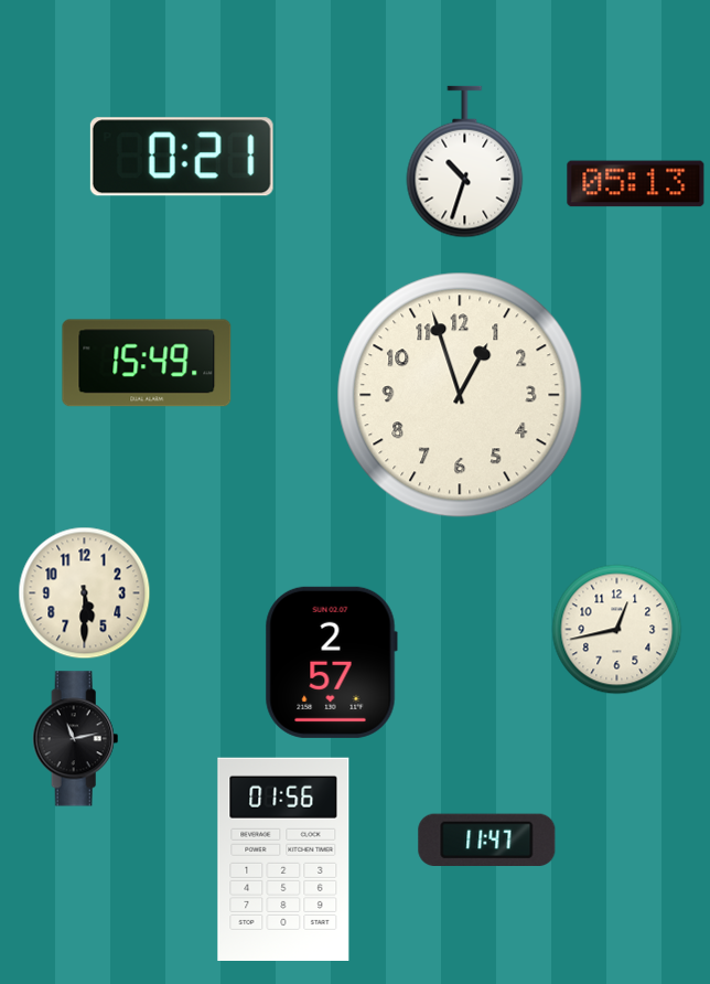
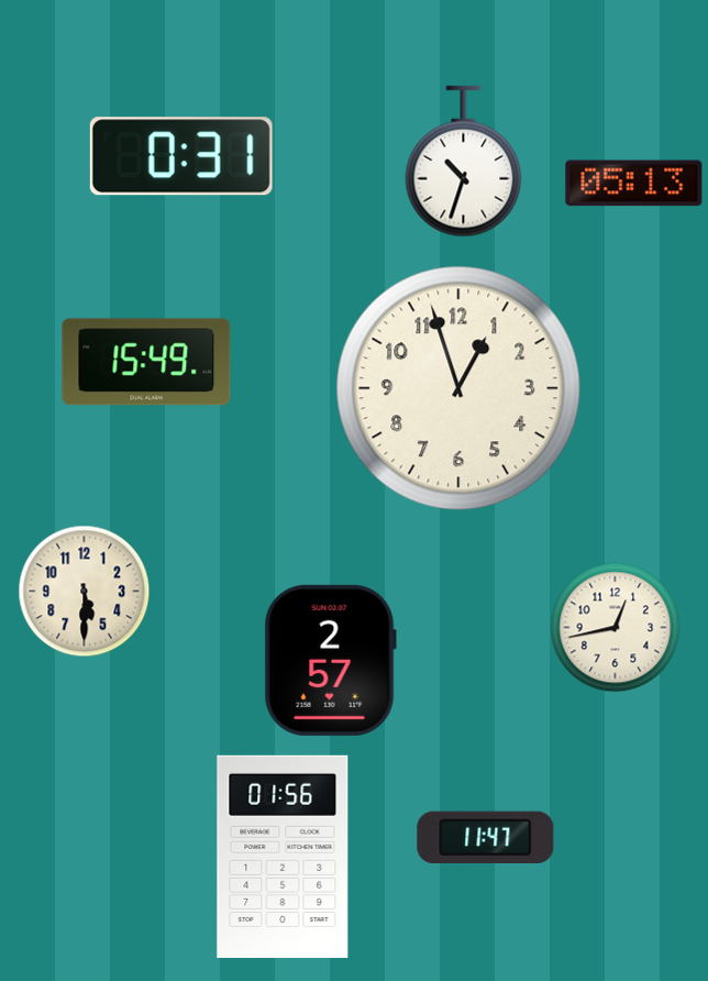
clock at (182, 157): 0:21 -> 0:31
clock at (460, 395) position: (460, 395) -> (458, 388)
clock at (76, 739): 11:13 -> none
